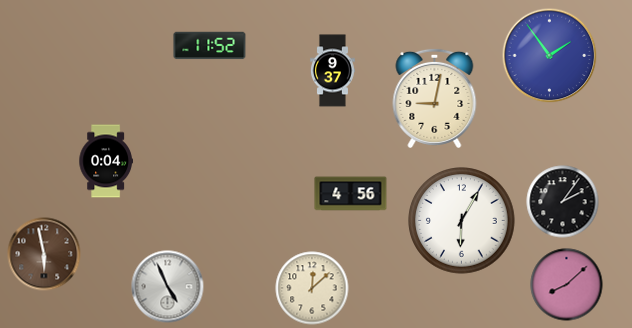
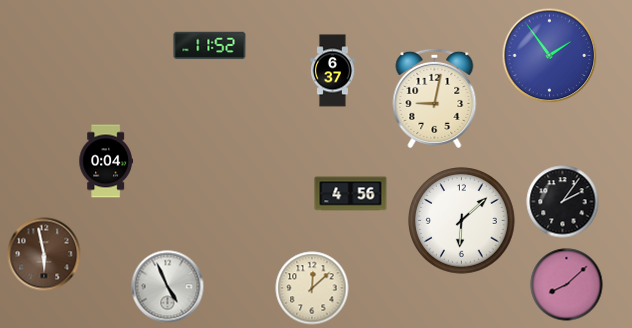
clock at (332, 71): 9:37 -> 6:37
clock at (462, 221): 6:05 -> 6:08
